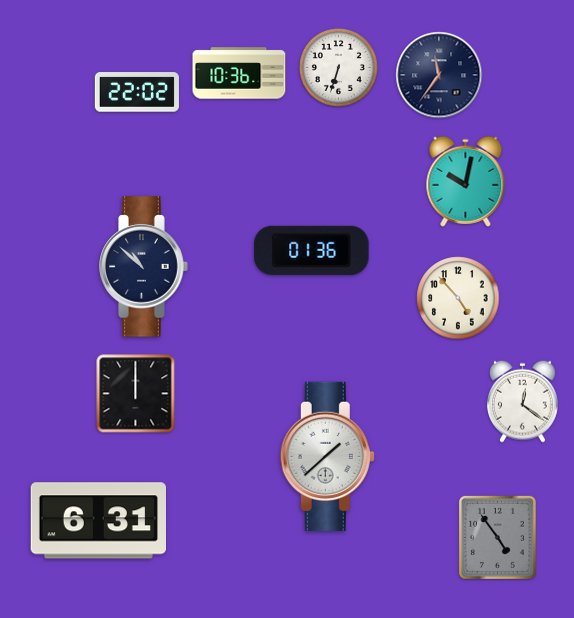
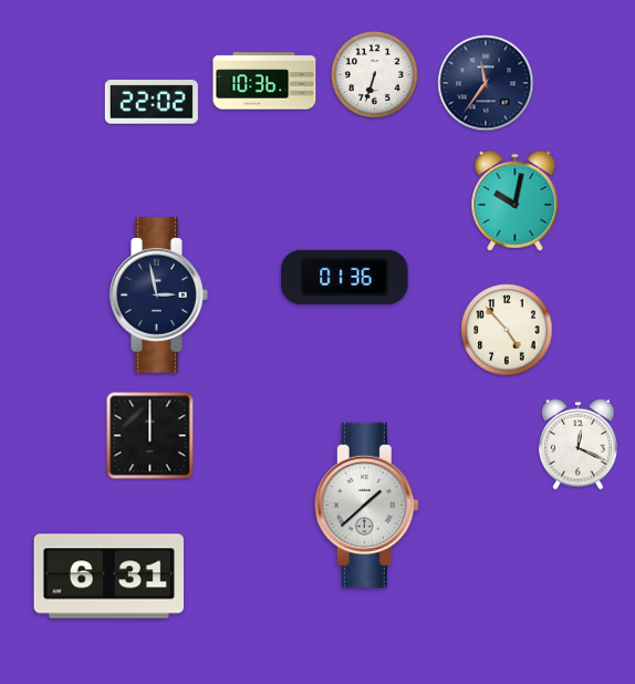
clock at (144, 267): 10:52 -> 2:58
clock at (522, 401): 12:21 -> 12:19
clock at (327, 456) position: (327, 456) -> (366, 505)
clock at (497, 537): 4:54 -> none
